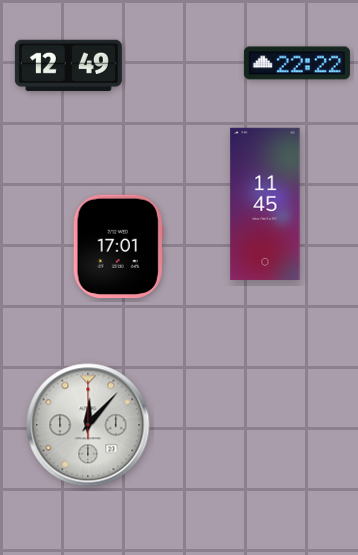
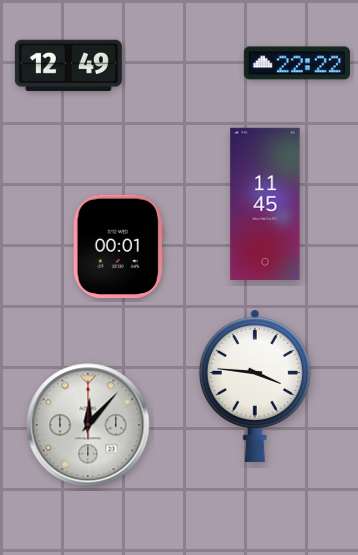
clock at (118, 247): 17:01 -> 00:01
clock at (255, 385): none -> 3:46
